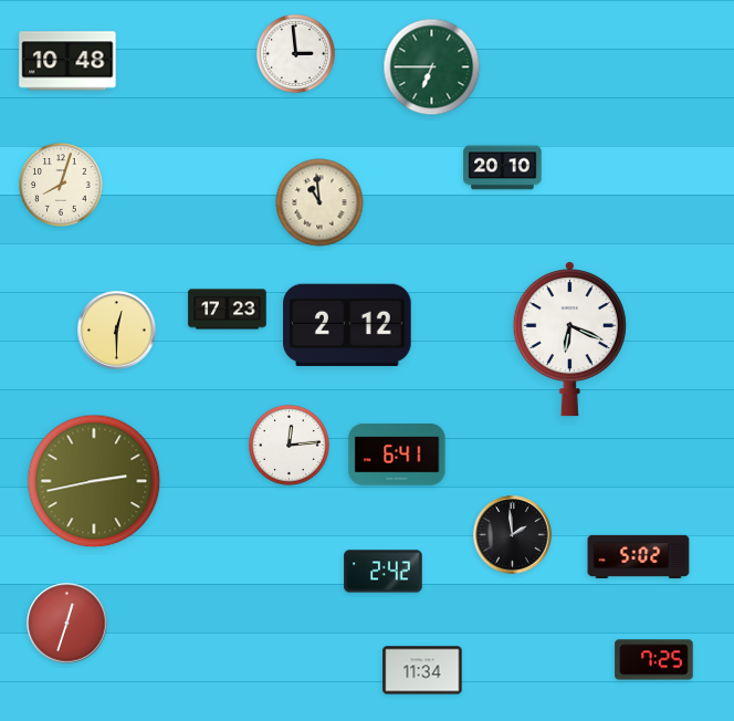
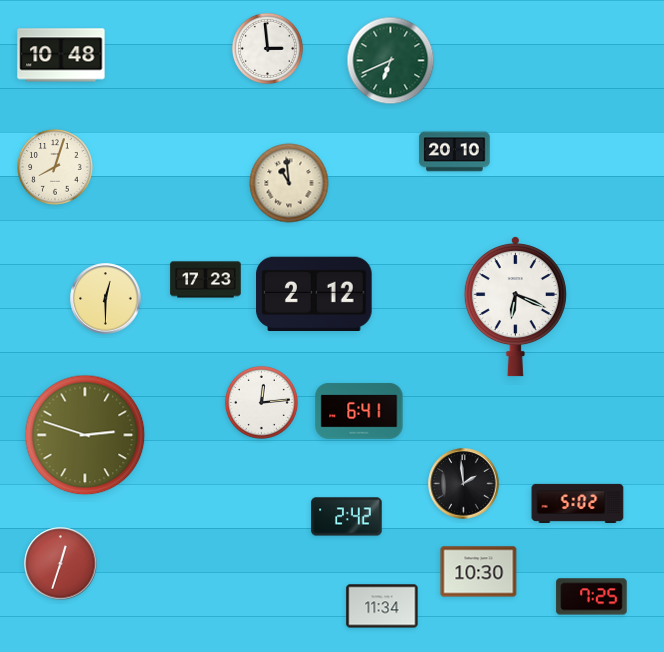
clock at (432, 67): 6:45 -> 6:41
clock at (94, 481): 2:43 -> 2:48
clock at (479, 572): none -> 10:30
